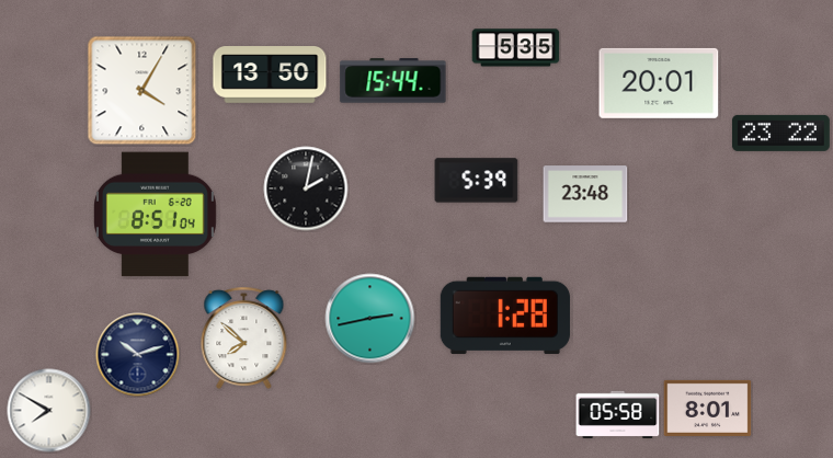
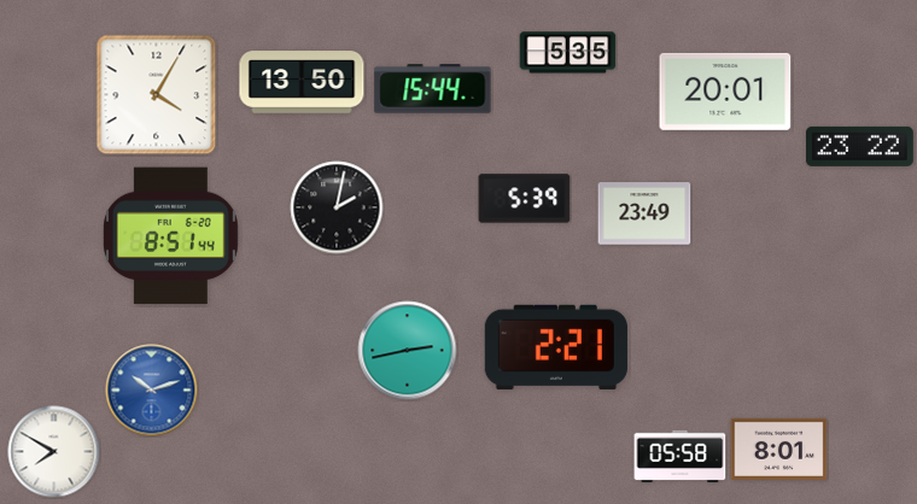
clock at (270, 75) position: (270, 75) -> (302, 82)
clock at (142, 91) position: (142, 91) -> (157, 95)
clock at (585, 194): 23:48 -> 23:49
clock at (155, 215): 8:51:04 -> 8:51:44
clock at (505, 316): 1:28 -> 2:21
clock at (244, 339): 7:52 -> none
clock at (138, 355) dial: navy -> blue
